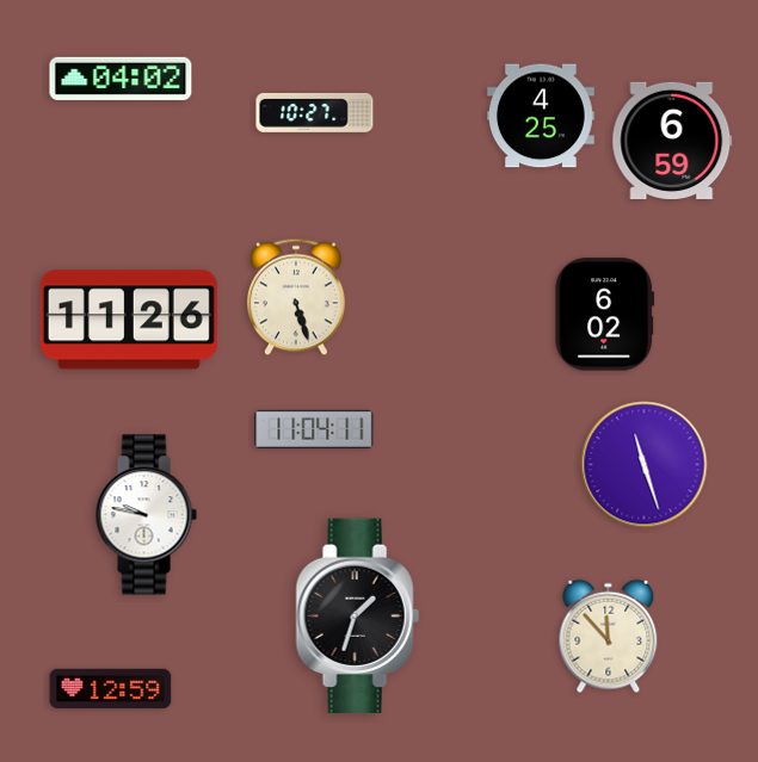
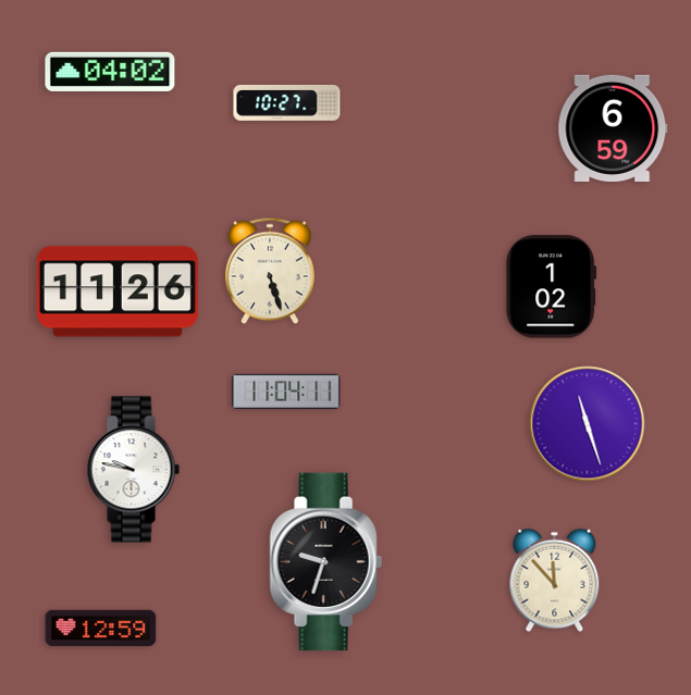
clock at (541, 116): 4:25 -> none
clock at (605, 315): 6:02 -> 1:02
clock at (357, 617): 1:33 -> 9:33
